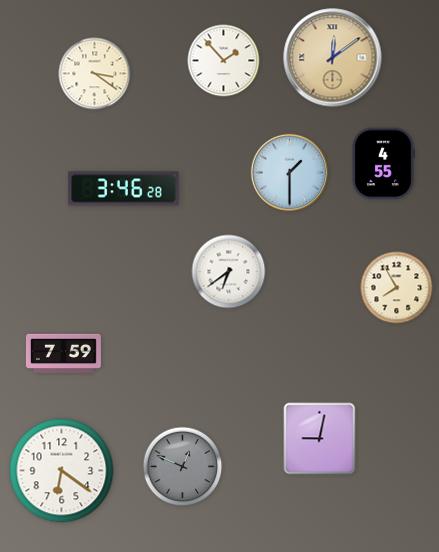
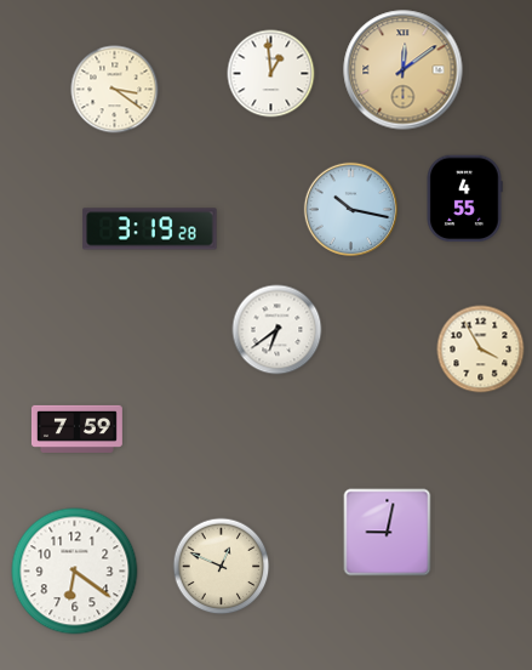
clock at (224, 61): 1:53 -> 12:59
clock at (289, 172): 1:30 -> 10:17
clock at (124, 189): 3:46 -> 3:19
clock at (397, 288): 7:55 -> 3:55
clock at (183, 467) dial: grey -> cream
